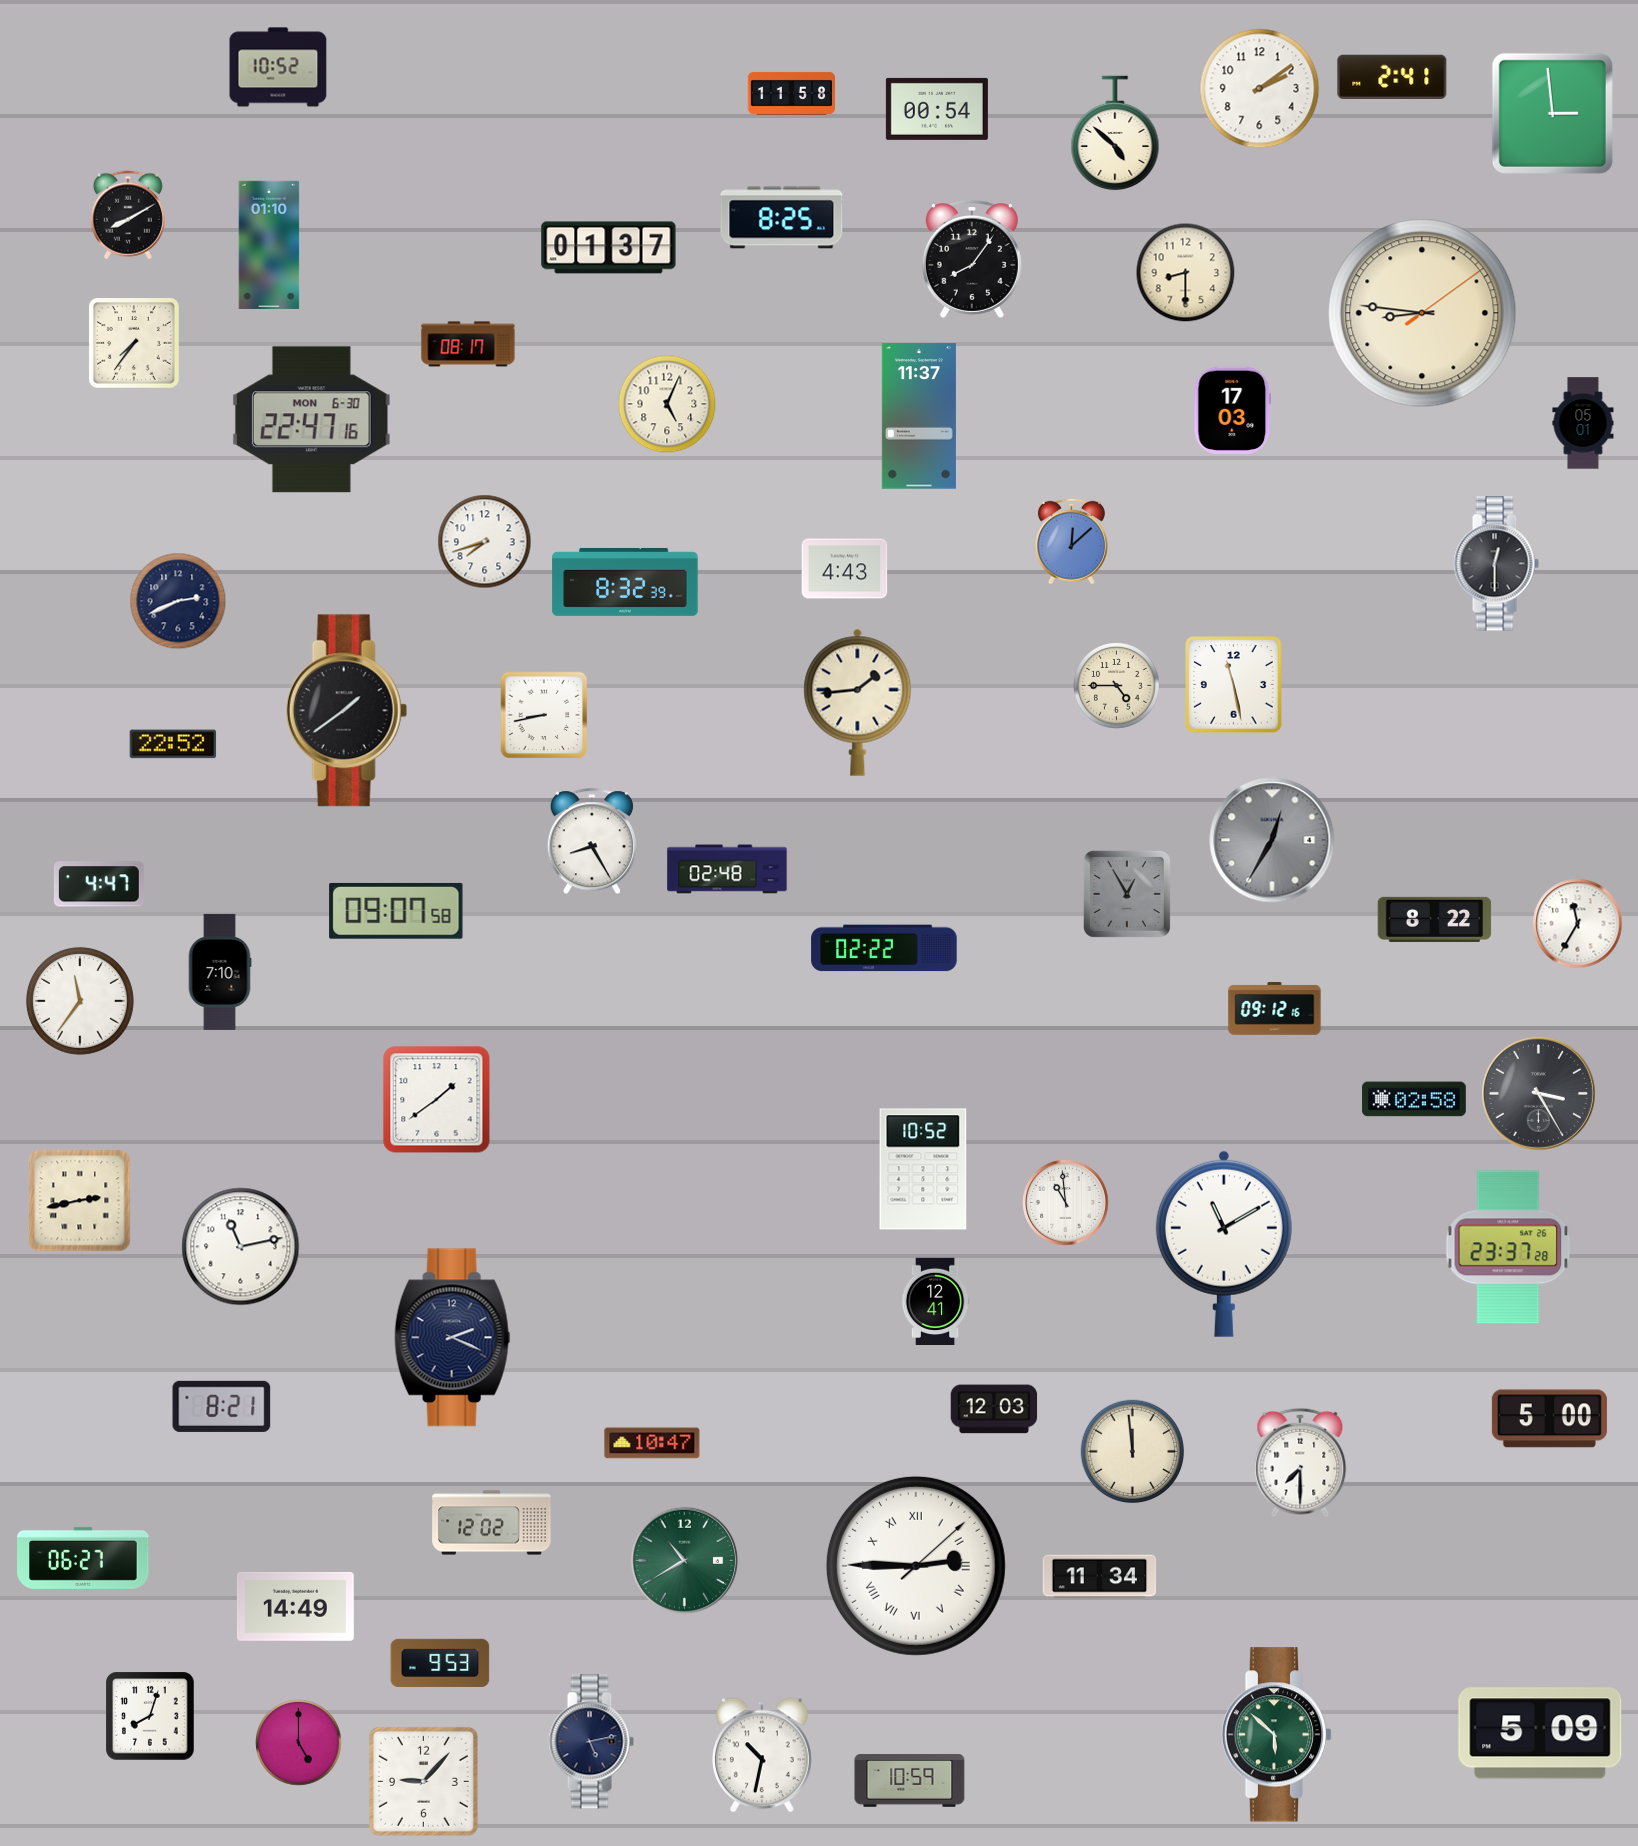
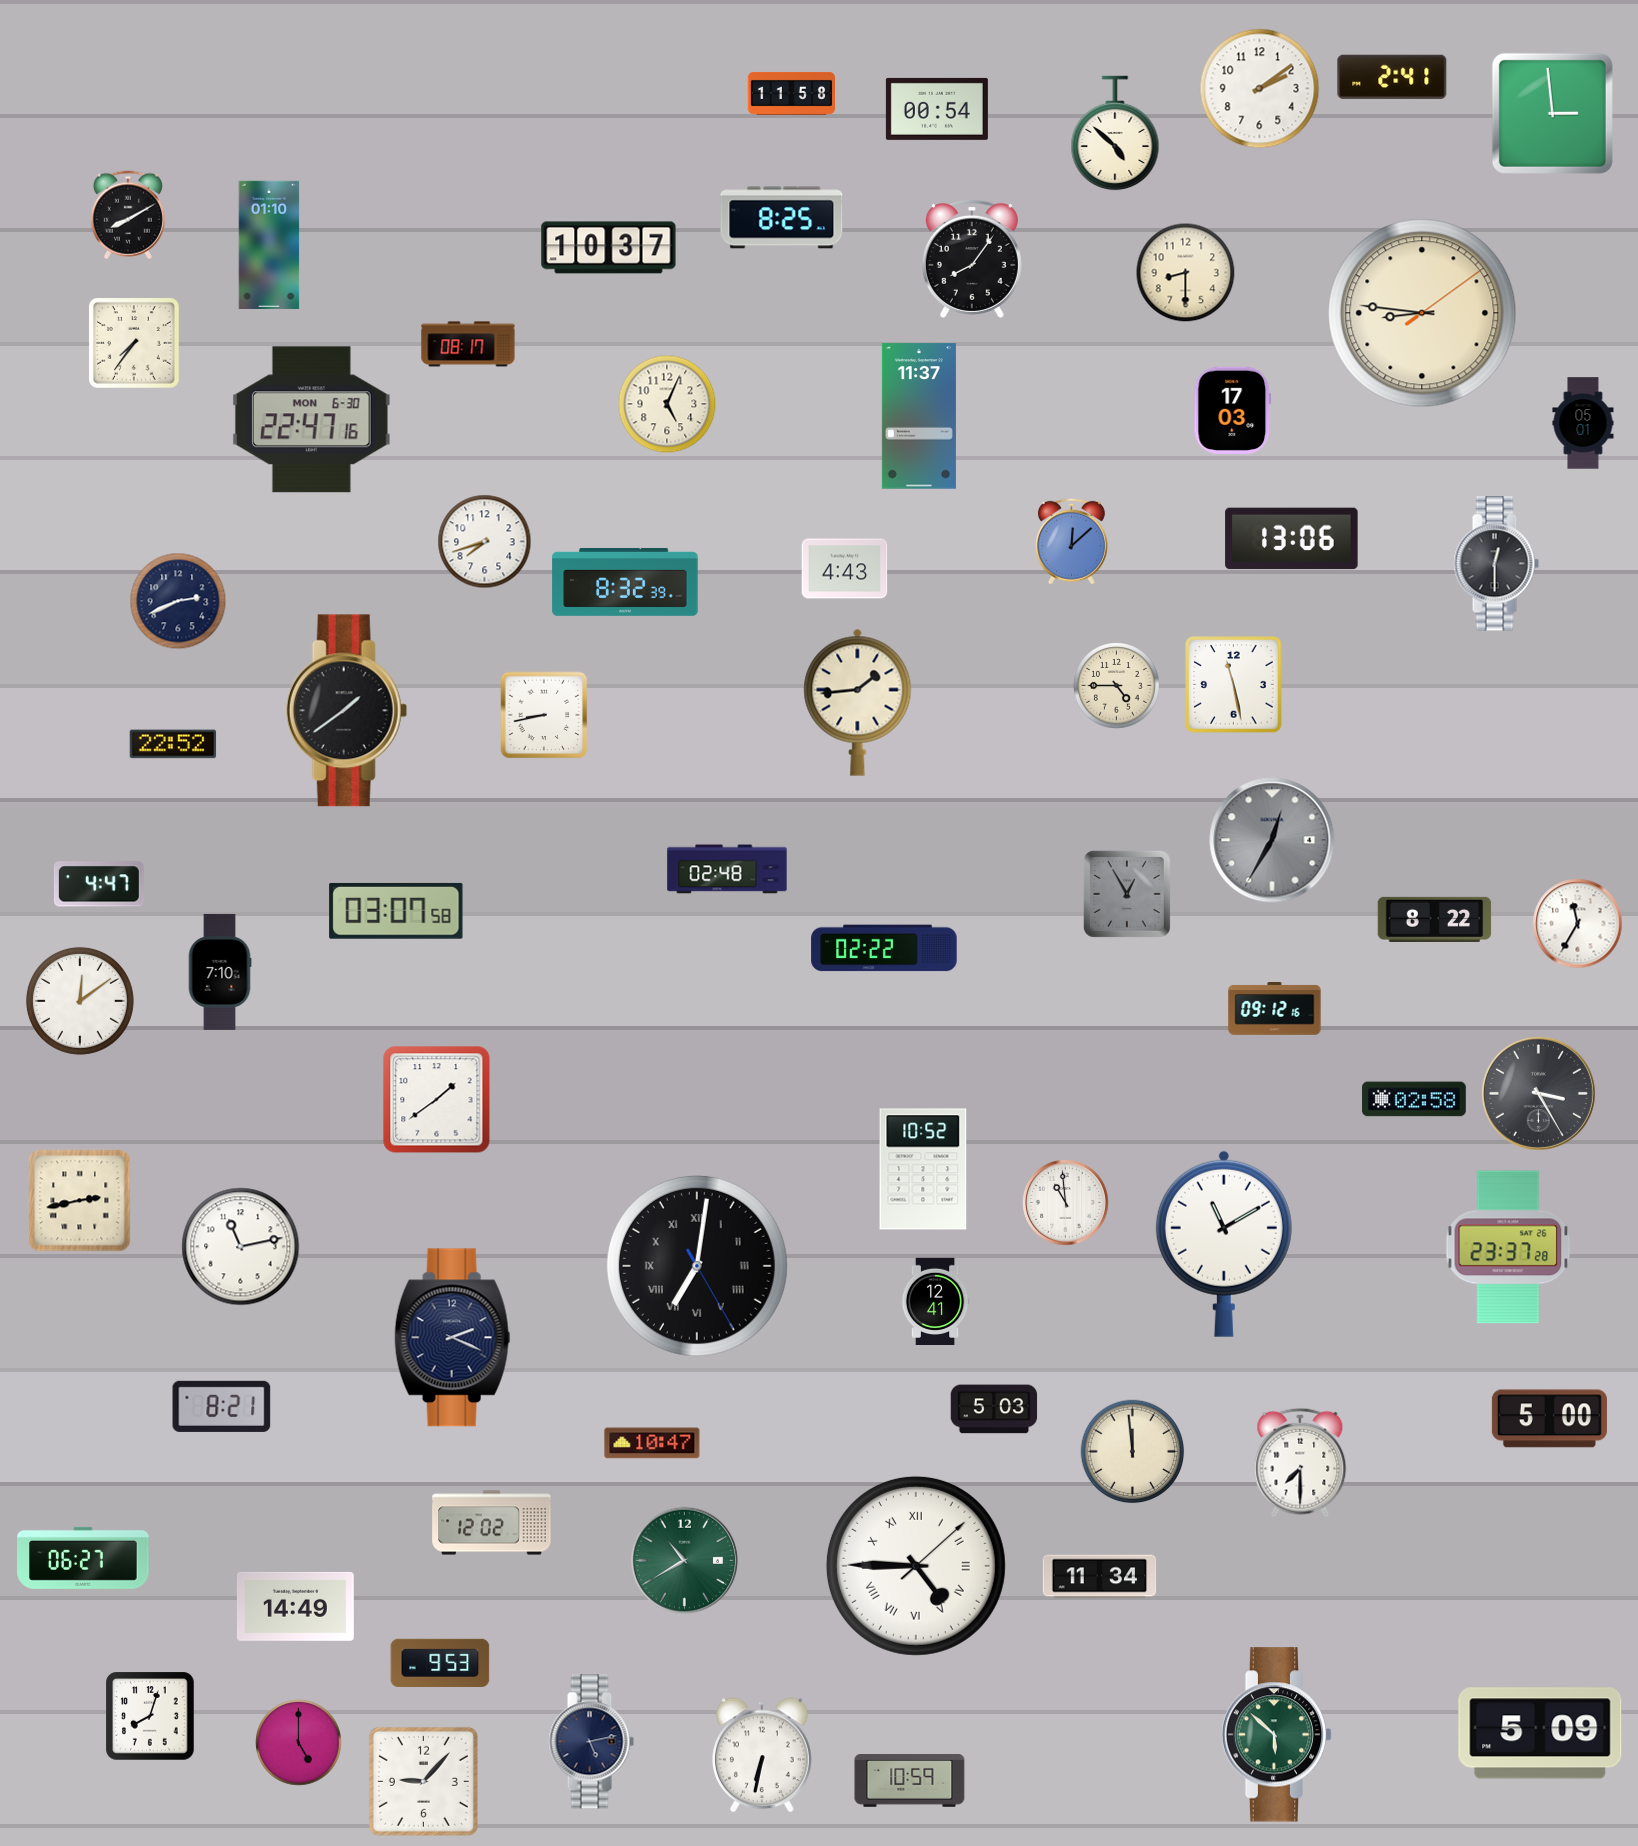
clock at (278, 67): 10:52 -> none
clock at (609, 248): 01:37 -> 10:37
clock at (1292, 539): none -> 13:06
clock at (591, 842): 8:25 -> none
clock at (396, 911): 09:07 -> 03:07
clock at (80, 1001): 11:36 -> 12:09
clock at (697, 1266): none -> 7:01
clock at (994, 1409): 12:03 -> 5:03
clock at (916, 1566): 2:45 -> 4:45
clock at (763, 1755): 10:32 -> 6:32
